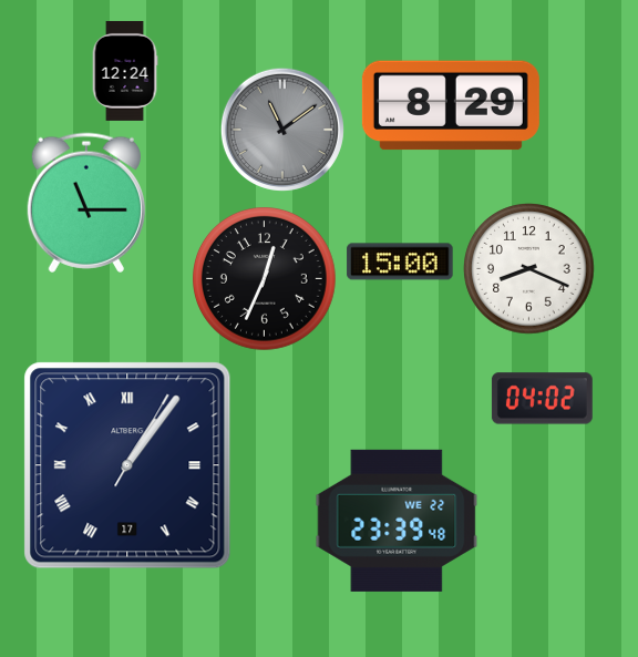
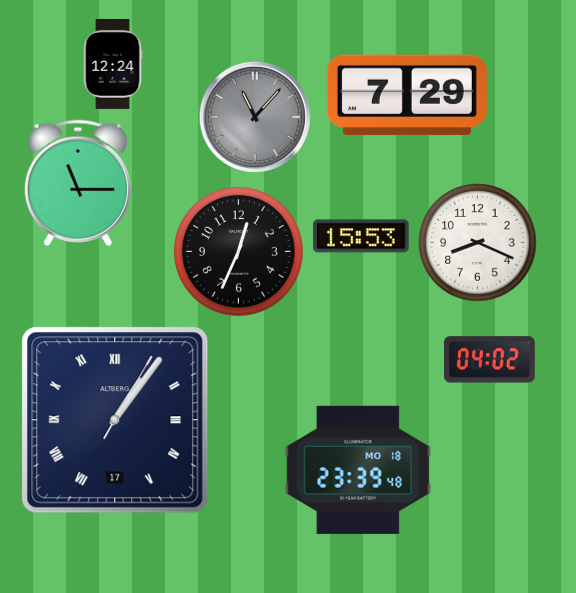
clock at (451, 105): 8:29 -> 7:29
clock at (282, 130): 11:09 -> 11:07
clock at (400, 261): 15:00 -> 15:53
clock at (397, 521) date: WE 22 -> MO 18
